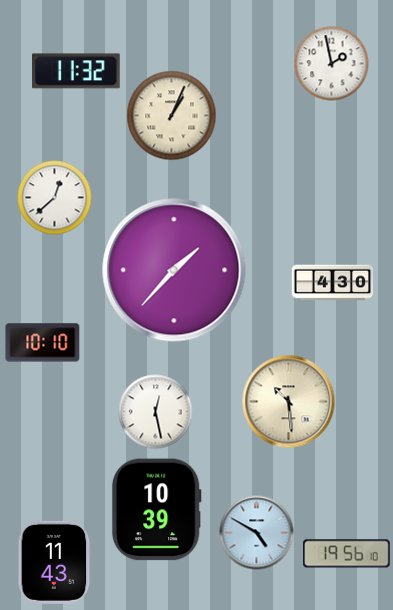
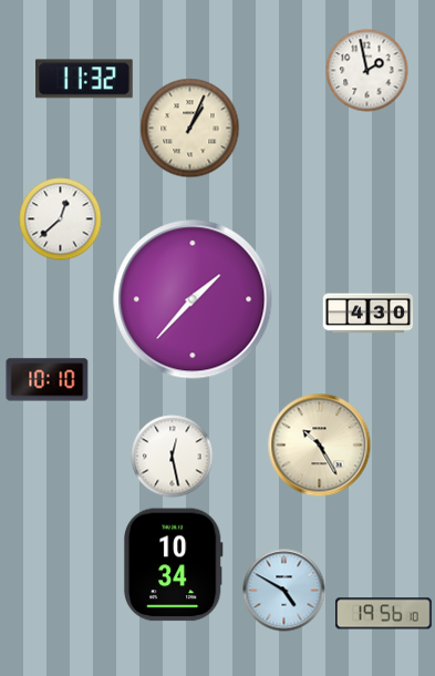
clock at (289, 402): 10:29 -> 10:25
clock at (156, 510): 10:39 -> 10:34
clock at (55, 562): 11:43 -> none
